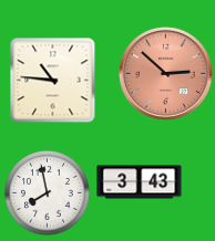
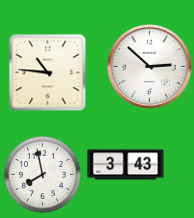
clock at (165, 73) dial: salmon -> white
